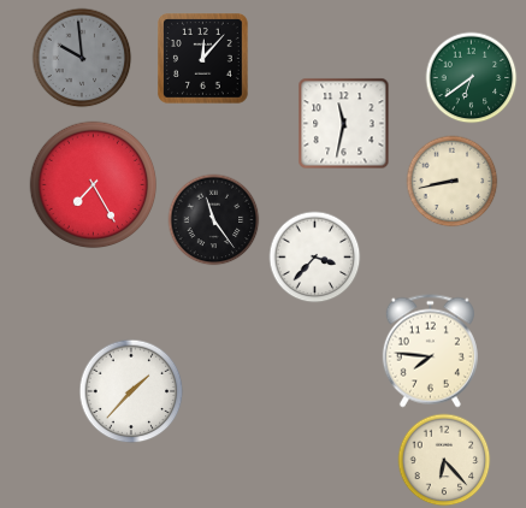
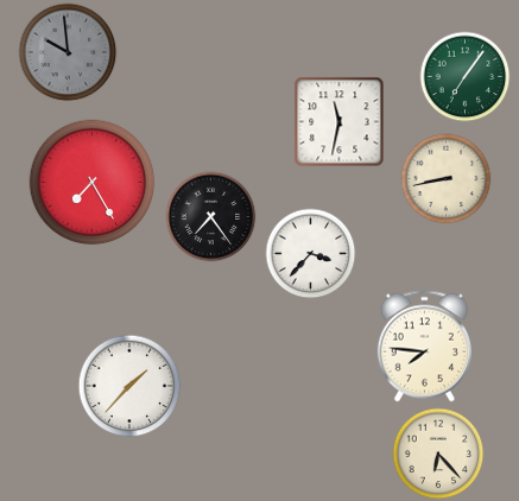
clock at (82, 58) position: (82, 58) -> (68, 52)
clock at (203, 59): 12:07 -> none
clock at (472, 78): 6:39 -> 7:06
clock at (214, 220): 11:24 -> 7:24
